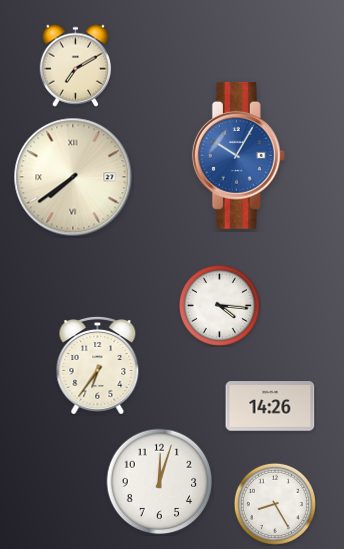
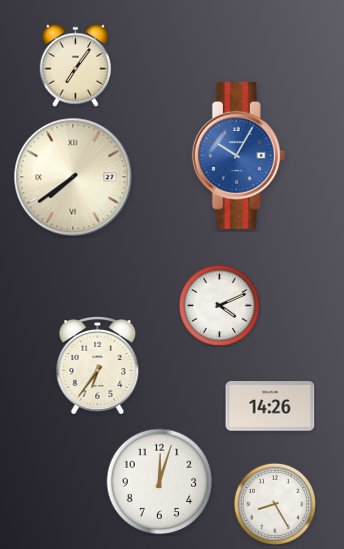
clock at (76, 65): 7:10 -> 7:06
clock at (219, 305): 4:16 -> 4:11
